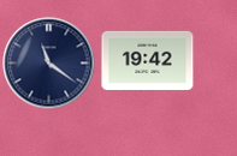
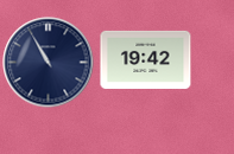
clock at (49, 64): 11:21 -> 10:55
